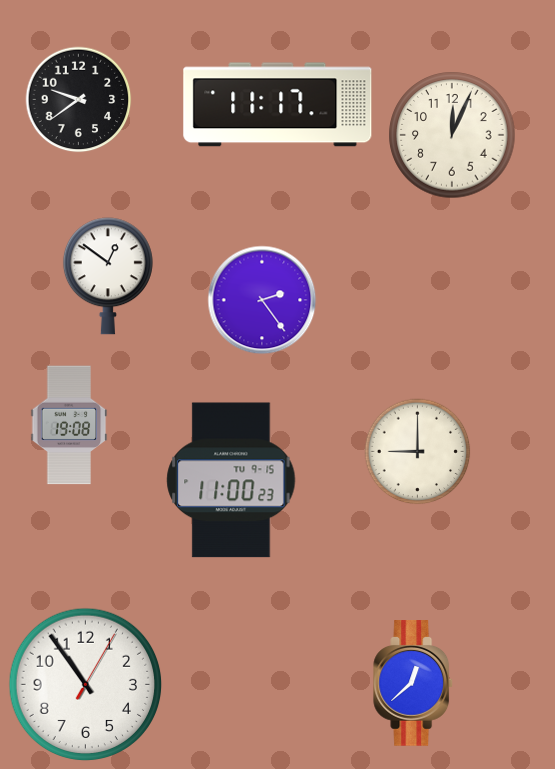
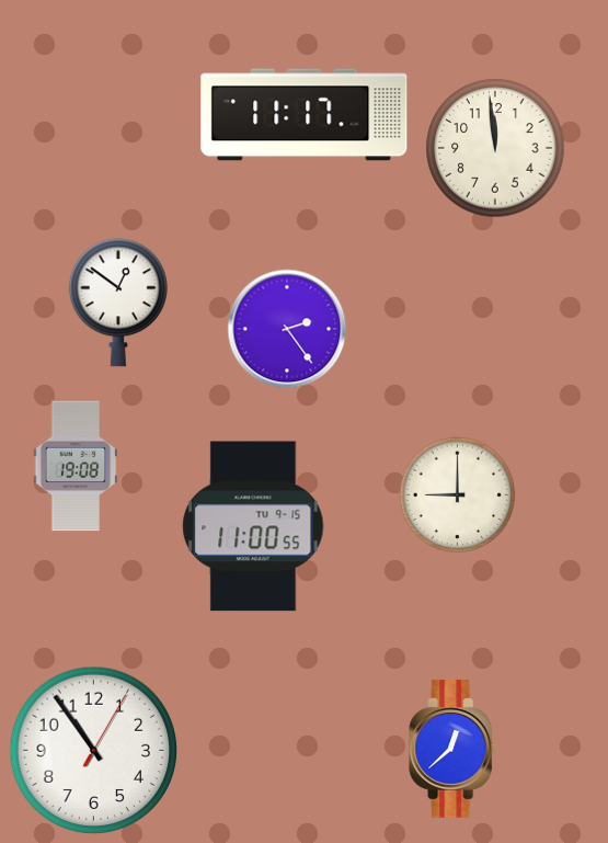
clock at (79, 100): 9:39 -> none
clock at (452, 135): 12:04 -> 11:59
clock at (231, 480): 11:00:23 -> 11:00:55
